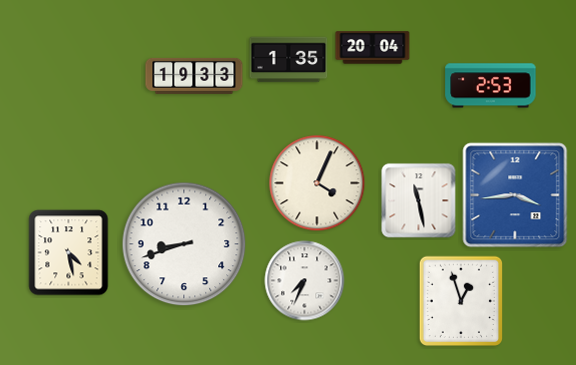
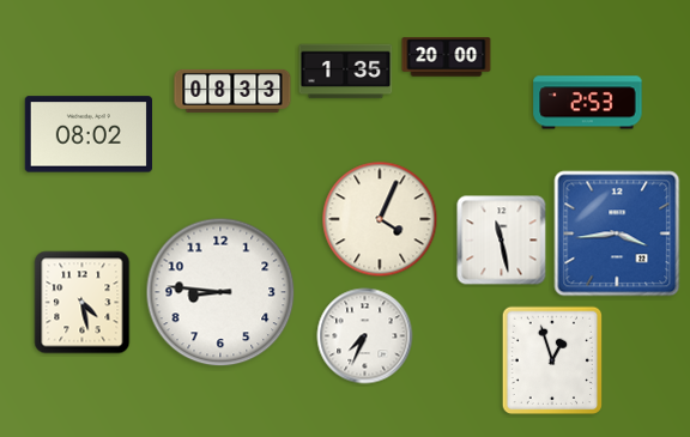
clock at (373, 48): 20:04 -> 20:00
clock at (194, 76): 19:33 -> 08:33
clock at (87, 134): none -> 08:02
clock at (184, 244): 8:42 -> 8:46
